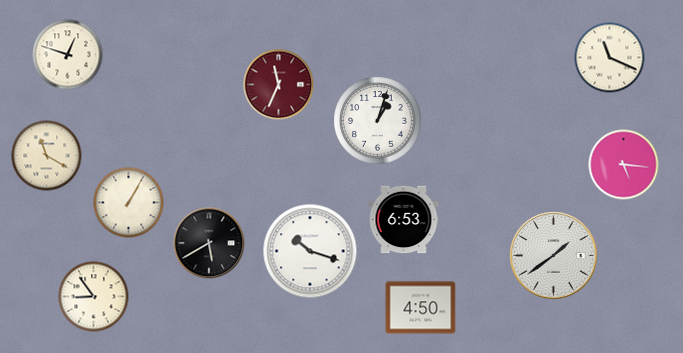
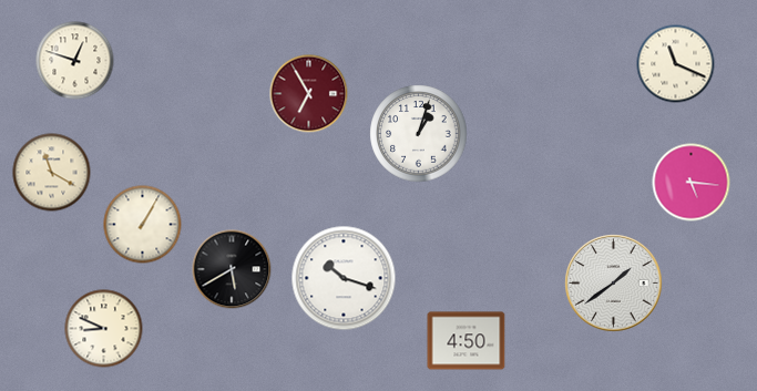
clock at (279, 85): 11:34 -> 6:55
clock at (404, 220): 6:53 -> none
clock at (94, 297): 8:54 -> 8:49
